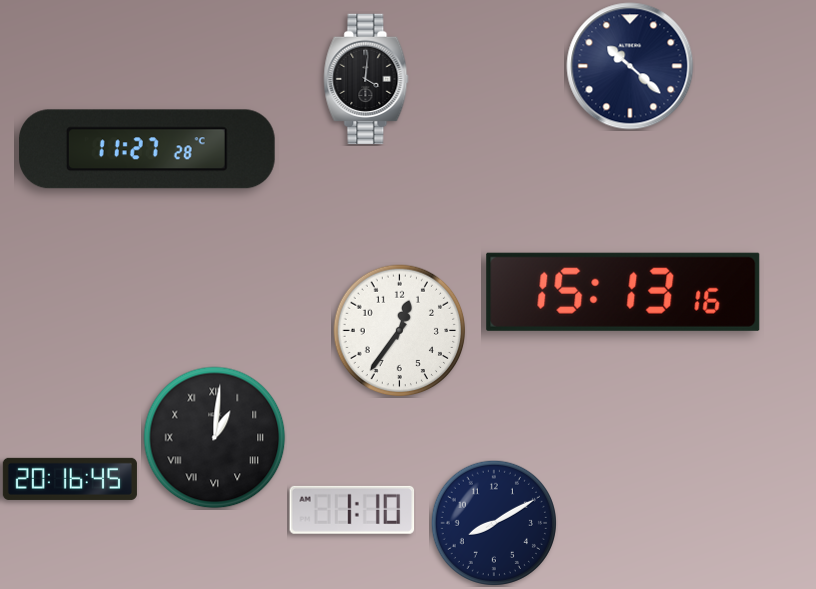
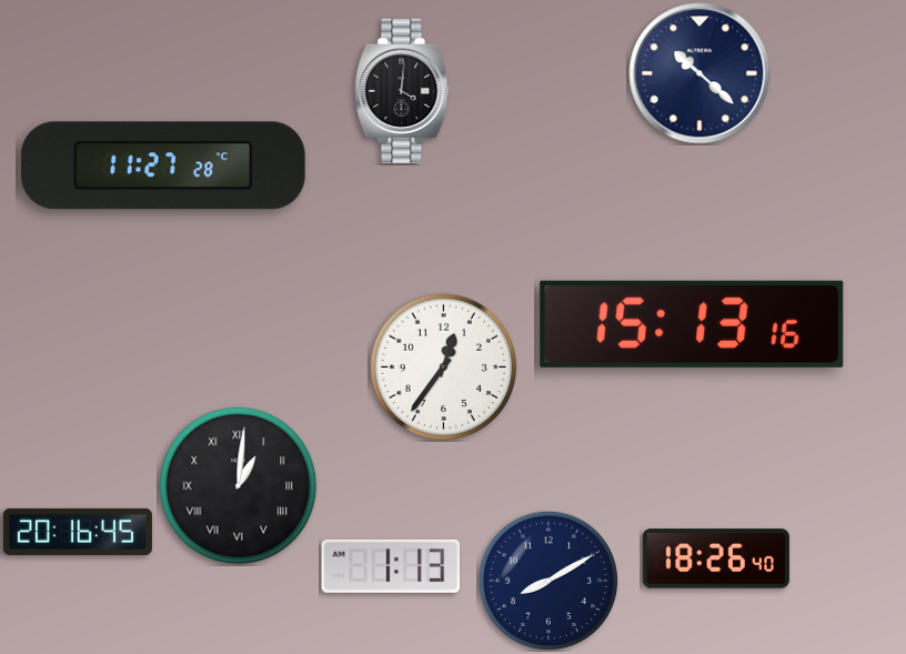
clock at (366, 78) position: (366, 78) -> (402, 90)
clock at (716, 559): none -> 18:26
clock at (352, 510): 1:10 -> 1:13
